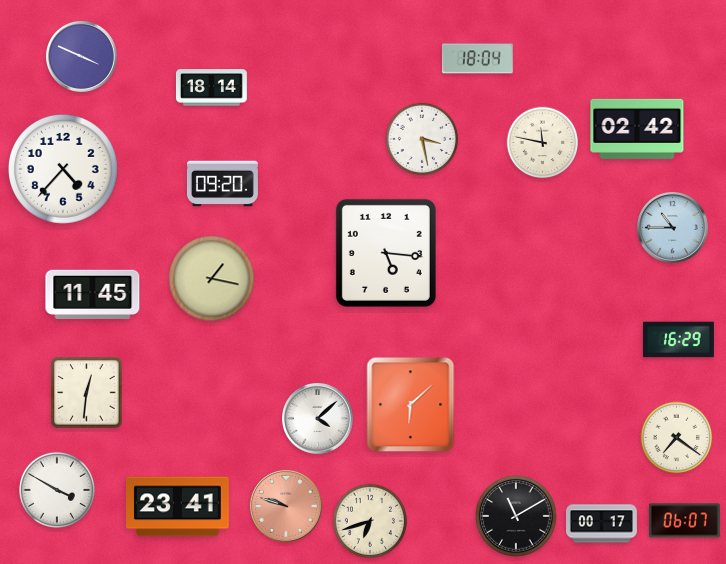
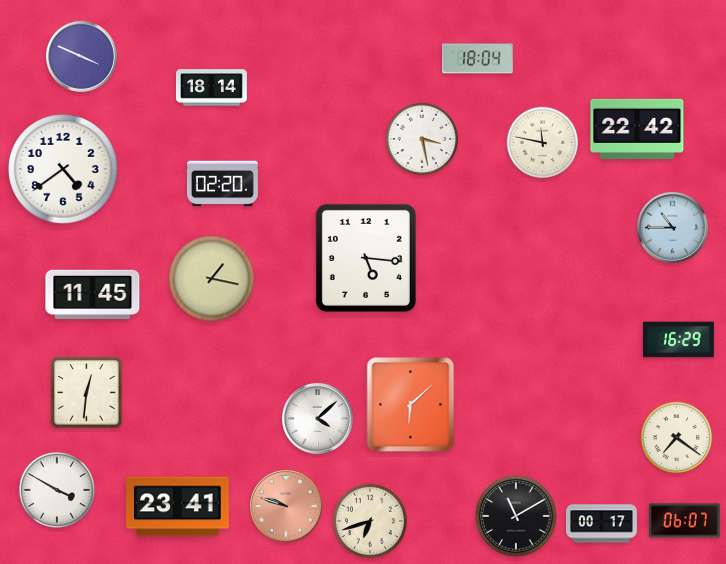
clock at (637, 129): 02:42 -> 22:42
clock at (64, 170): 4:37 -> 4:39
clock at (222, 184): 09:20 -> 02:20
clock at (386, 253) position: (386, 253) -> (366, 258)
